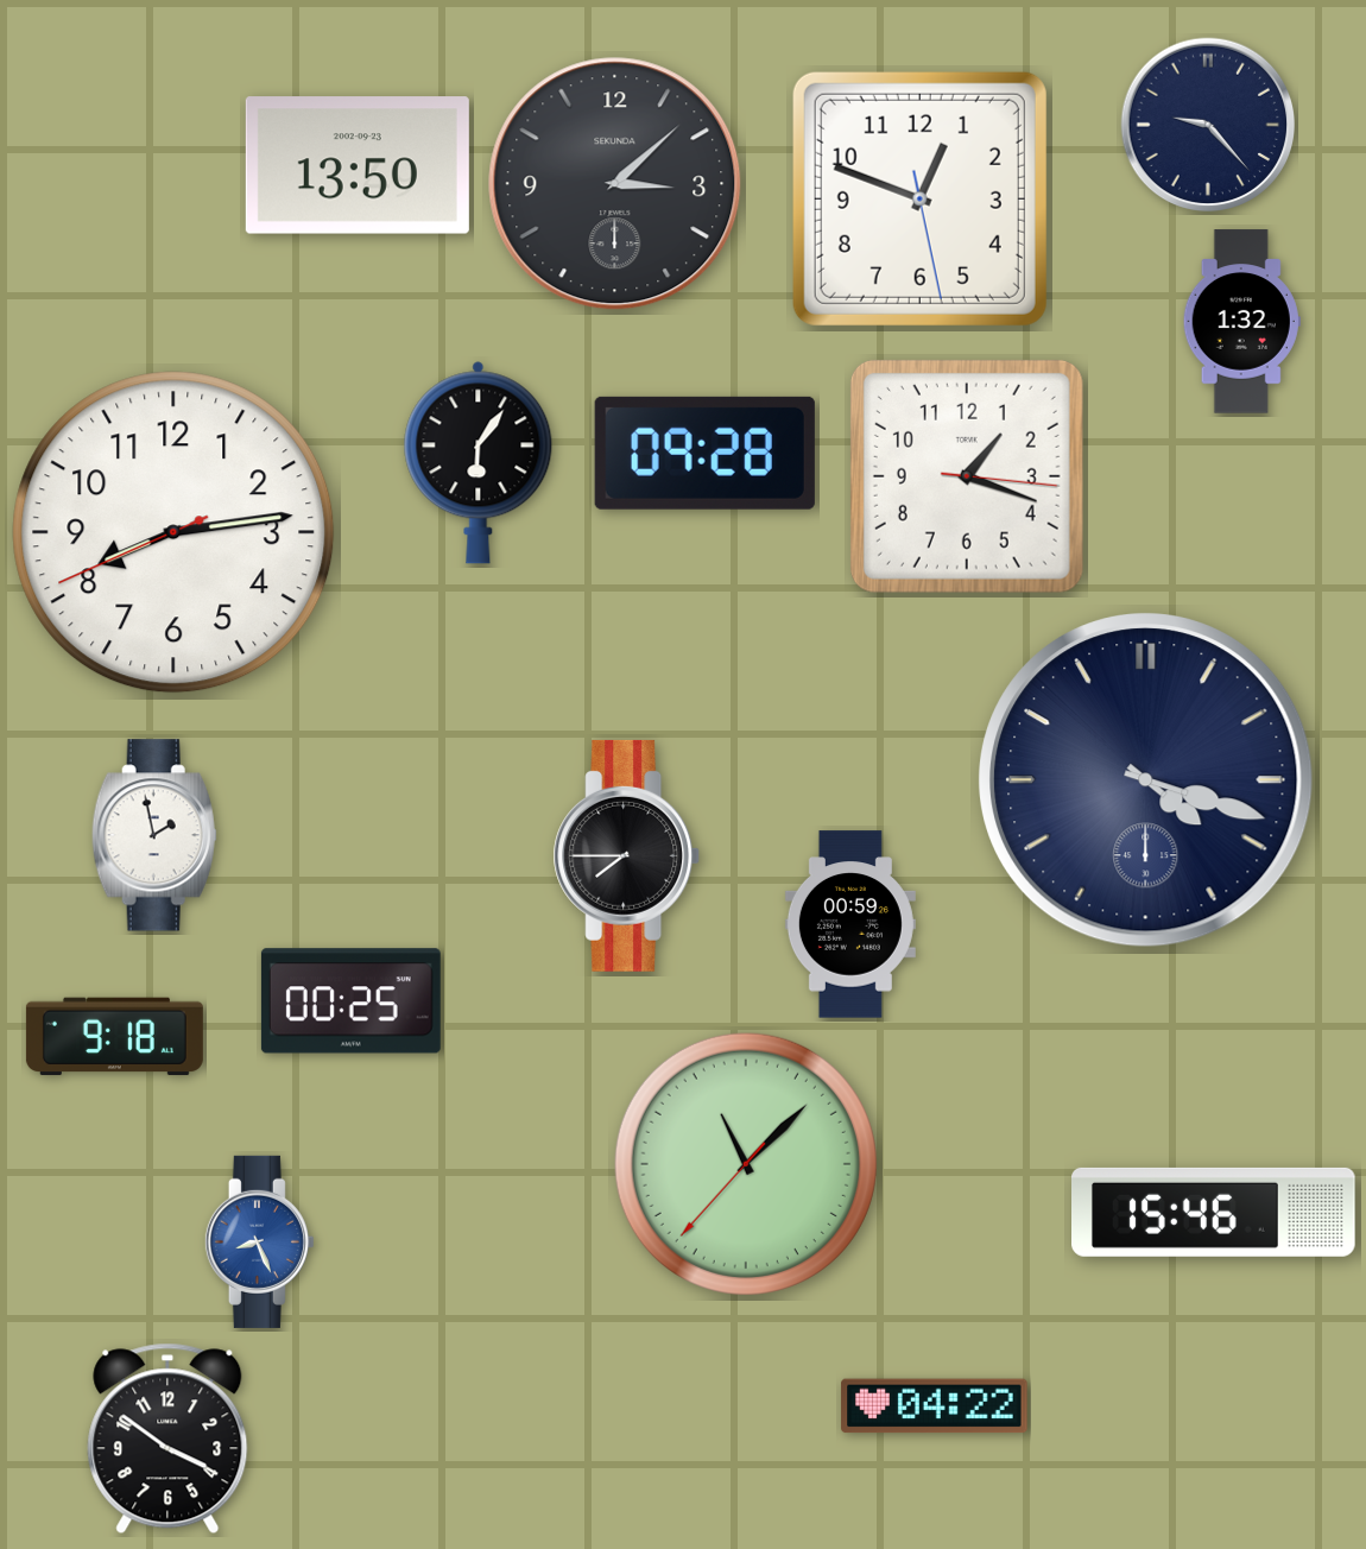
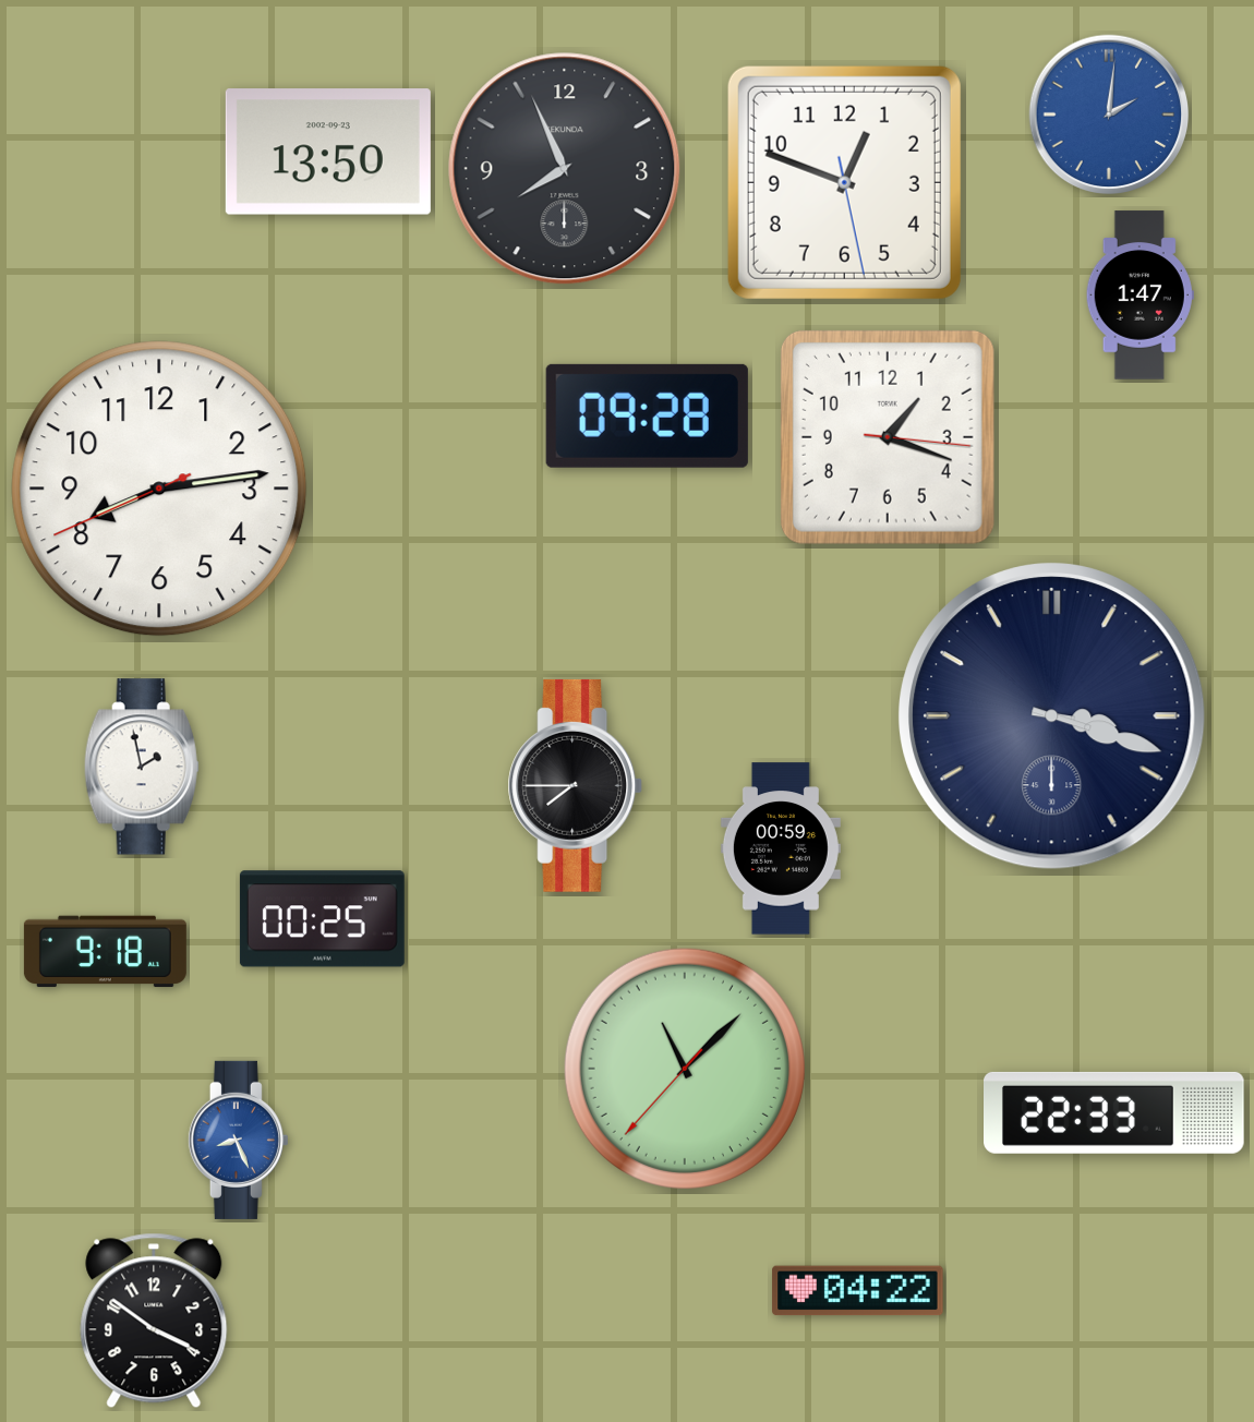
clock at (1208, 125): 9:23 -> 2:01
clock at (1208, 125) dial: navy -> blue
clock at (615, 184): 3:08 -> 7:56
clock at (1241, 322): 1:32 -> 1:47
clock at (479, 463): 6:06 -> none
clock at (1146, 780): 4:18 -> 3:18
clock at (1214, 1212): 15:46 -> 22:33
